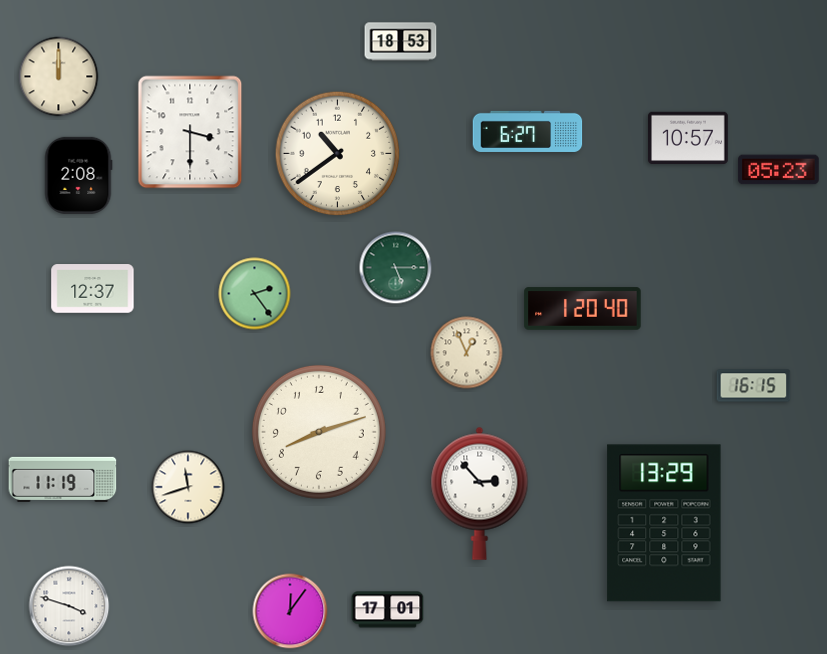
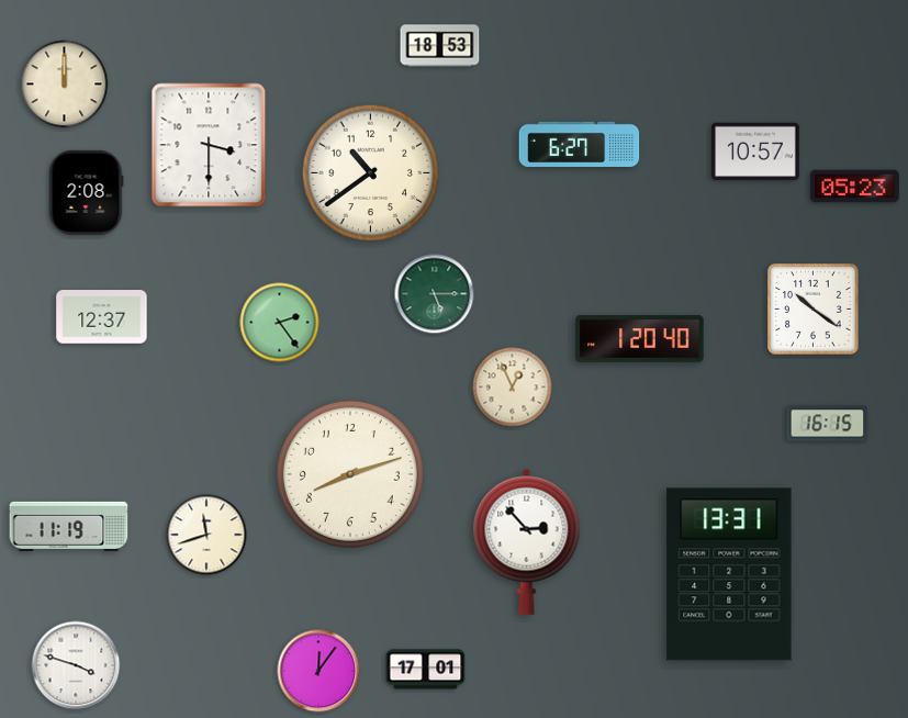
clock at (338, 154) position: (338, 154) -> (371, 173)
clock at (814, 310): none -> 10:21
clock at (664, 523): 13:29 -> 13:31
